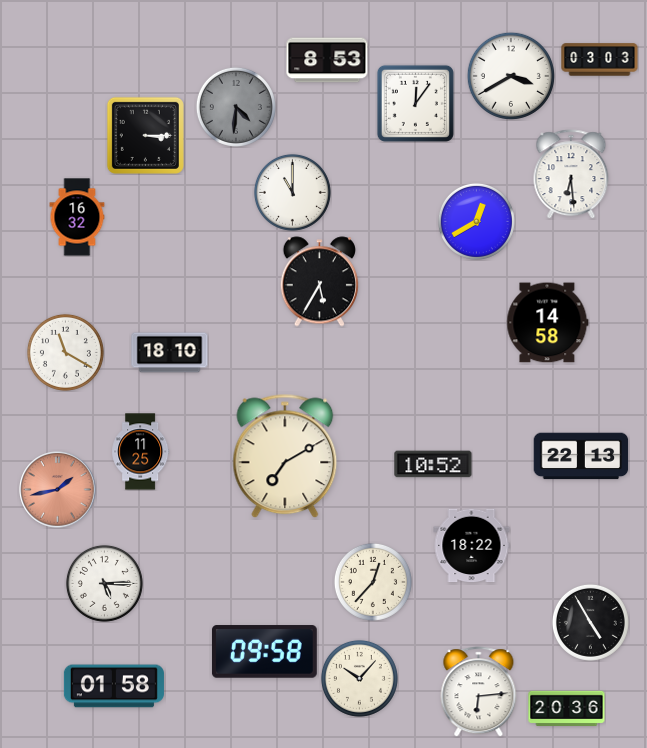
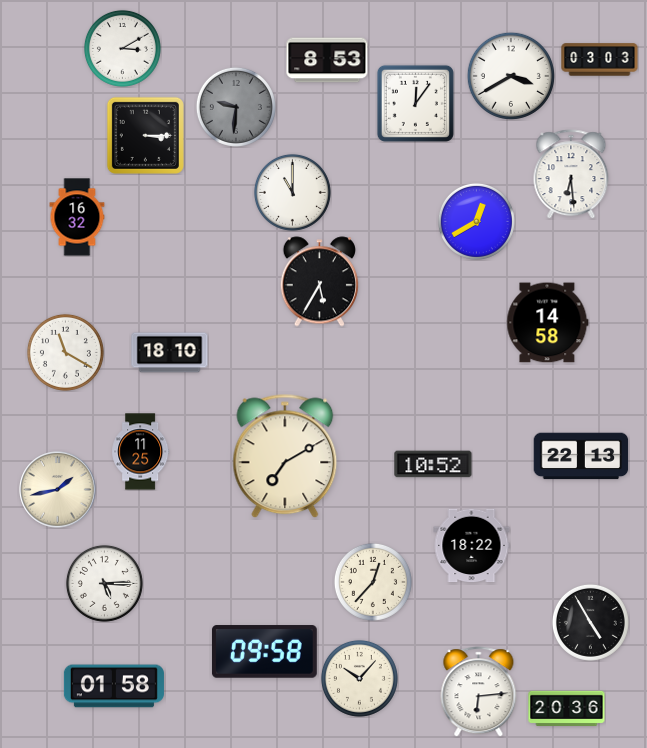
clock at (122, 48): none -> 3:10
clock at (236, 107): 4:31 -> 9:31
clock at (58, 490) dial: salmon -> cream
